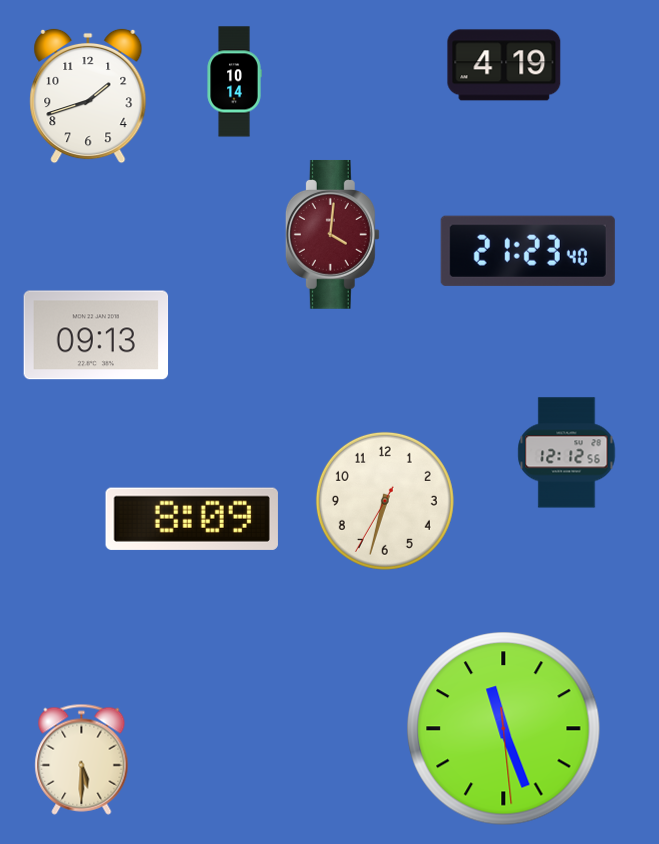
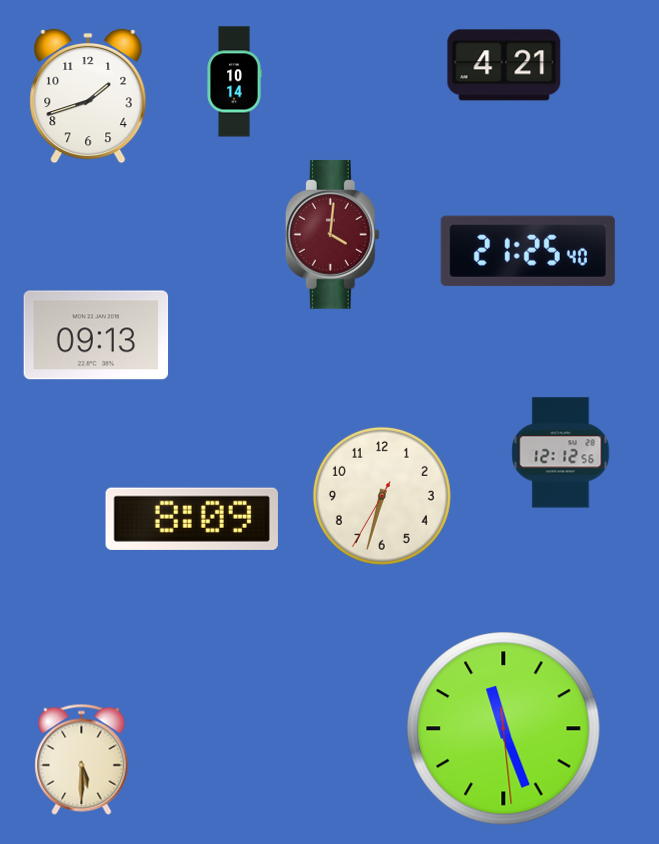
clock at (504, 65): 4:19 -> 4:21
clock at (528, 251): 21:23 -> 21:25
clock at (567, 453) position: (567, 453) -> (561, 453)
clock at (385, 501) position: (385, 501) -> (382, 496)
